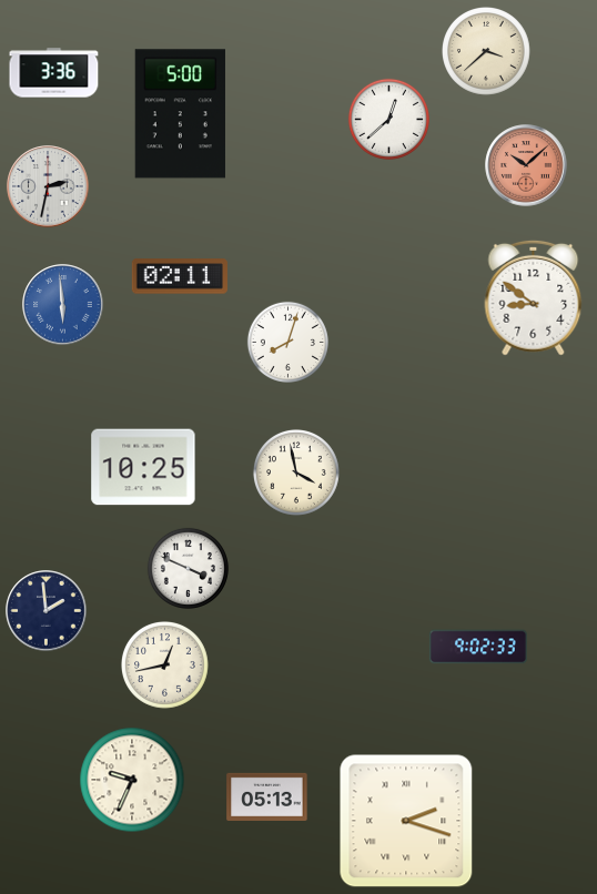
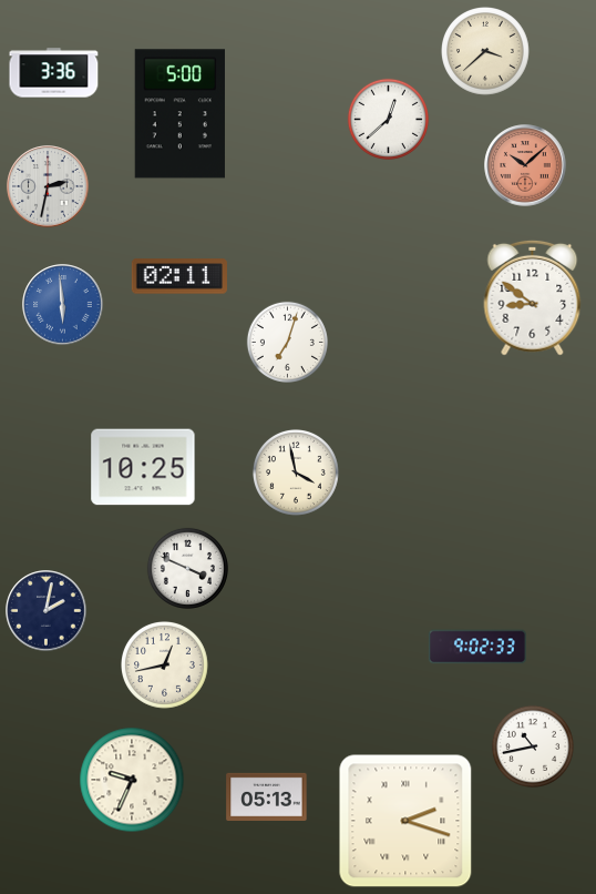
clock at (287, 342): 8:03 -> 7:03
clock at (47, 611): 1:59 -> 2:02
clock at (533, 746): none -> 10:43
